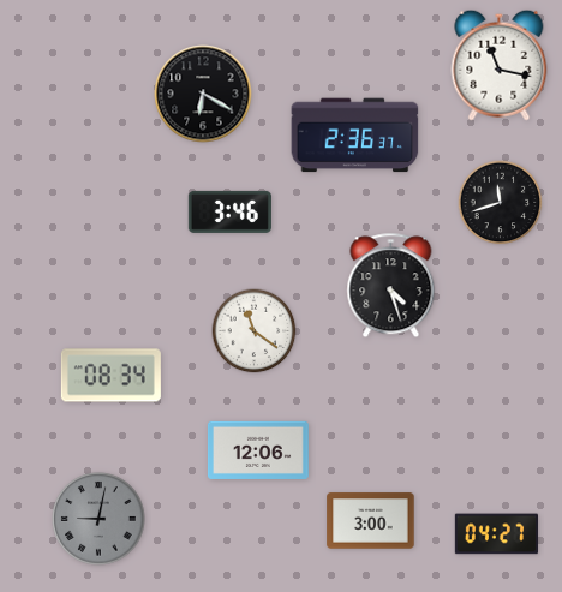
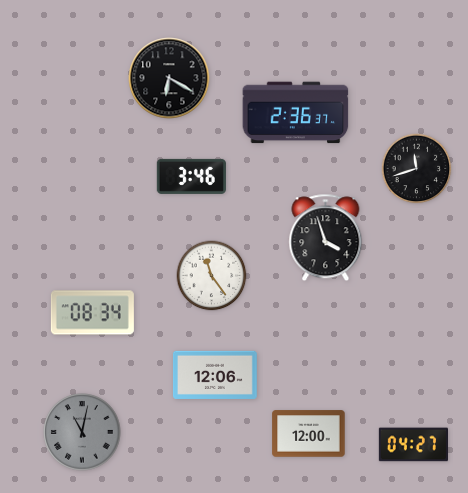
clock at (500, 65): 11:17 -> none
clock at (391, 286): 4:27 -> 3:57
clock at (255, 331): 11:21 -> 11:24
clock at (98, 519): 9:02 -> 11:02
clock at (371, 521): 3:00 -> 12:00
